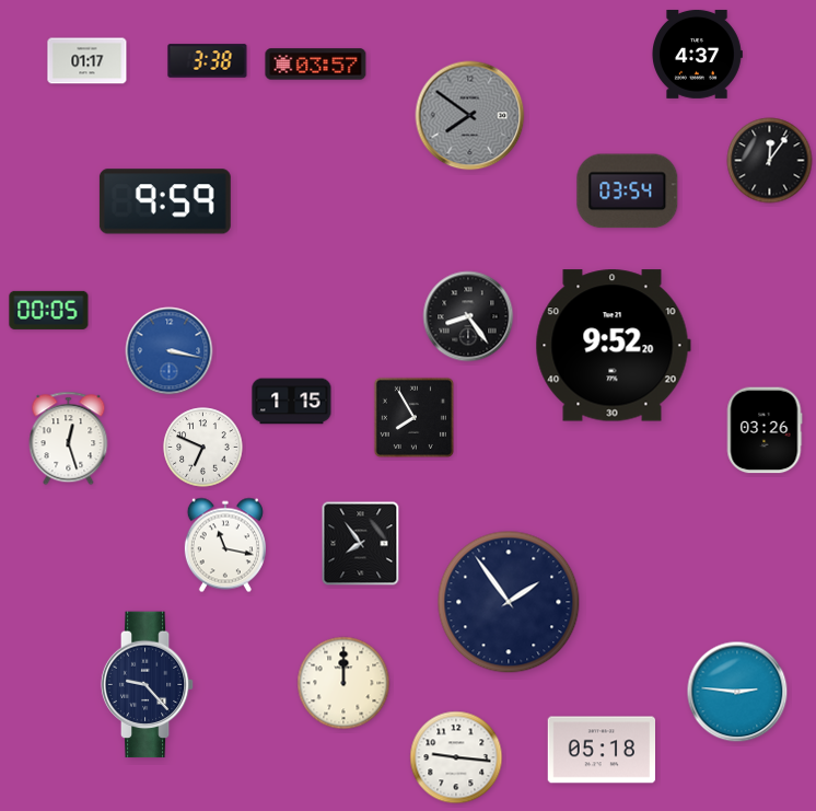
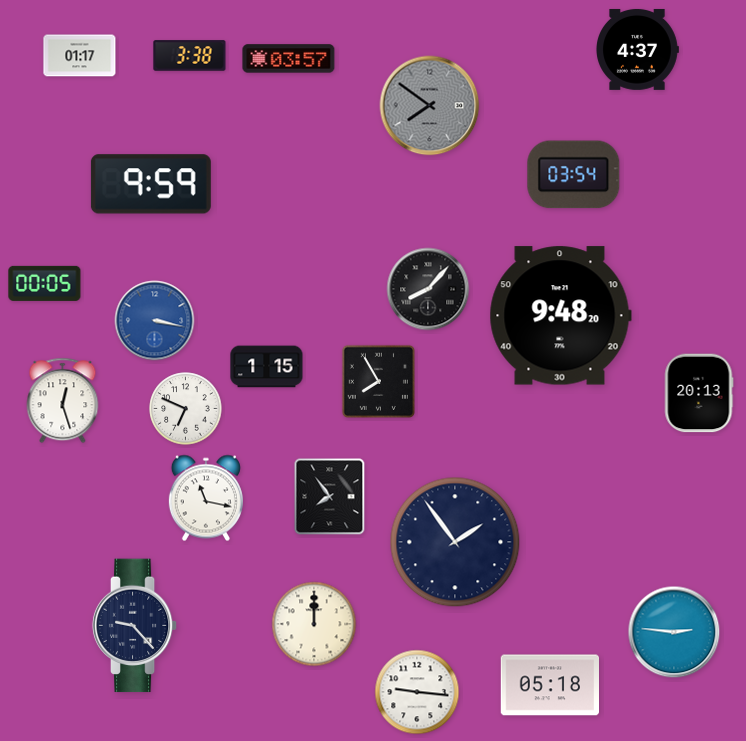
clock at (770, 161): 12:06 -> none
clock at (468, 316): 8:24 -> 8:07
clock at (613, 346): 9:52 -> 9:48
clock at (765, 430): 03:26 -> 20:13
clock at (509, 602) position: (509, 602) -> (455, 542)
